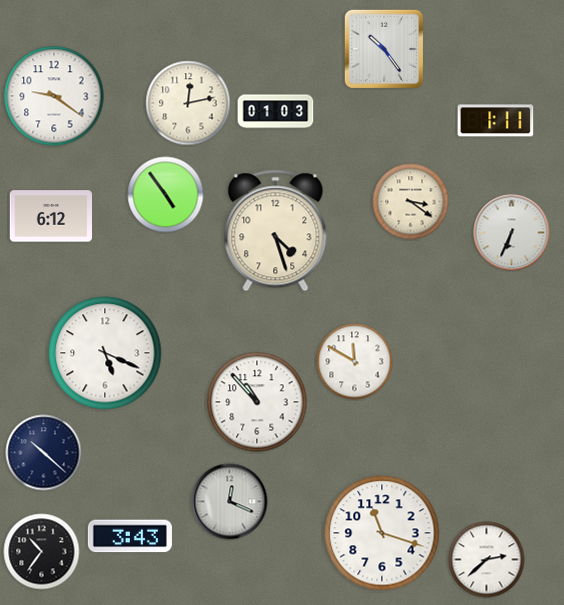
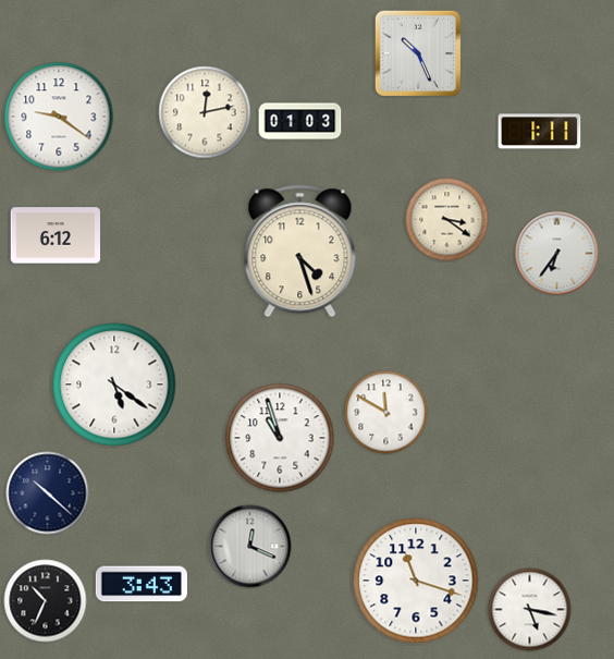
clock at (383, 48): 10:24 -> 10:26
clock at (54, 96) position: (54, 96) -> (59, 117)
clock at (166, 195): 4:54 -> none
clock at (512, 233): 6:34 -> 6:36
clock at (105, 353): 5:19 -> 5:21
clock at (355, 362) position: (355, 362) -> (386, 413)
clock at (257, 402): 10:53 -> 10:57
clock at (42, 552): 10:36 -> 10:34
clock at (487, 560): 2:38 -> 5:17
